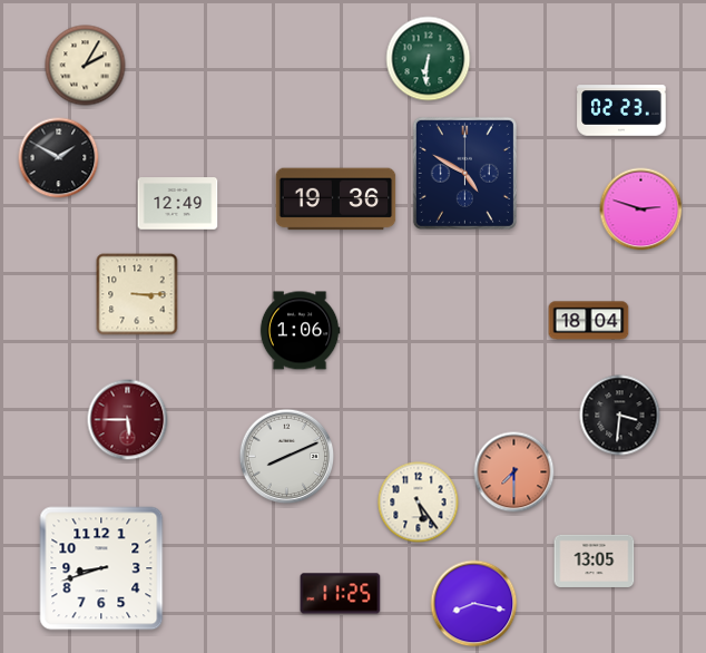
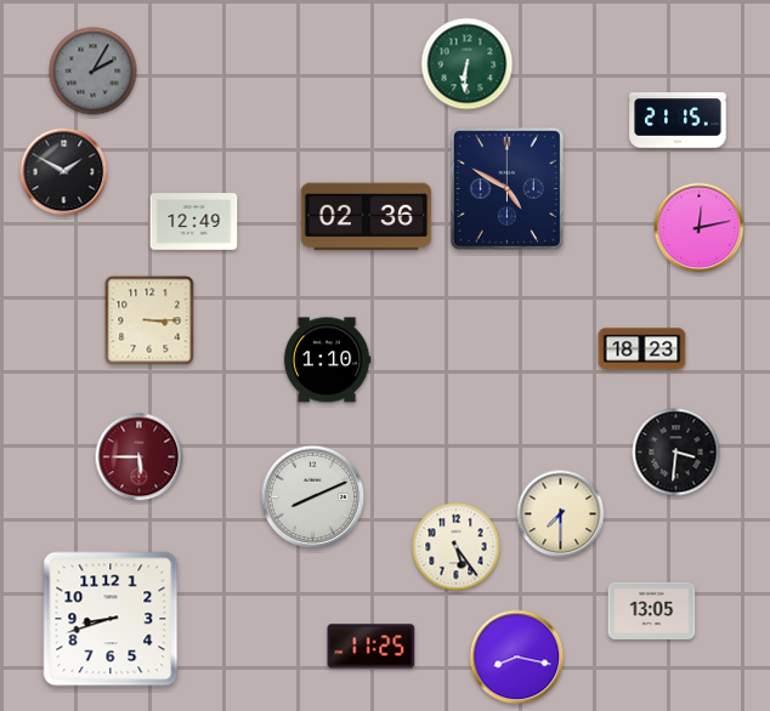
clock at (86, 66) dial: cream -> grey
clock at (621, 110): 02:23 -> 21:15
clock at (336, 199): 19:36 -> 02:36
clock at (641, 209): 2:48 -> 12:13
clock at (589, 321): 18:04 -> 18:23
clock at (300, 331): 1:06 -> 1:10
clock at (514, 472) dial: salmon -> cream
clock at (595, 561) position: (595, 561) -> (652, 610)
